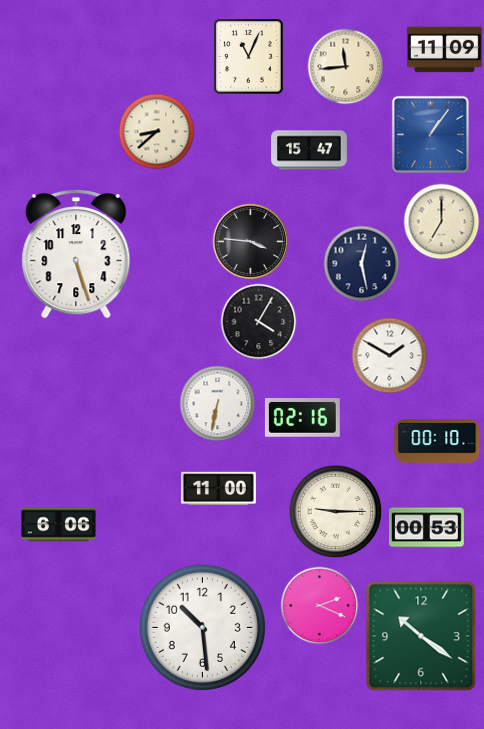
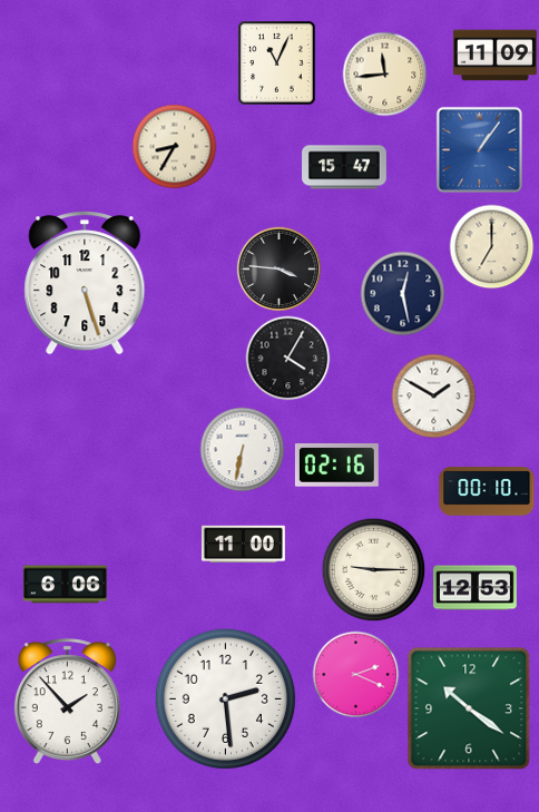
clock at (157, 132): 8:38 -> 8:35
clock at (427, 528): 00:53 -> 12:53
clock at (202, 627): 10:29 -> 2:29
clock at (67, 702): none -> 1:53
